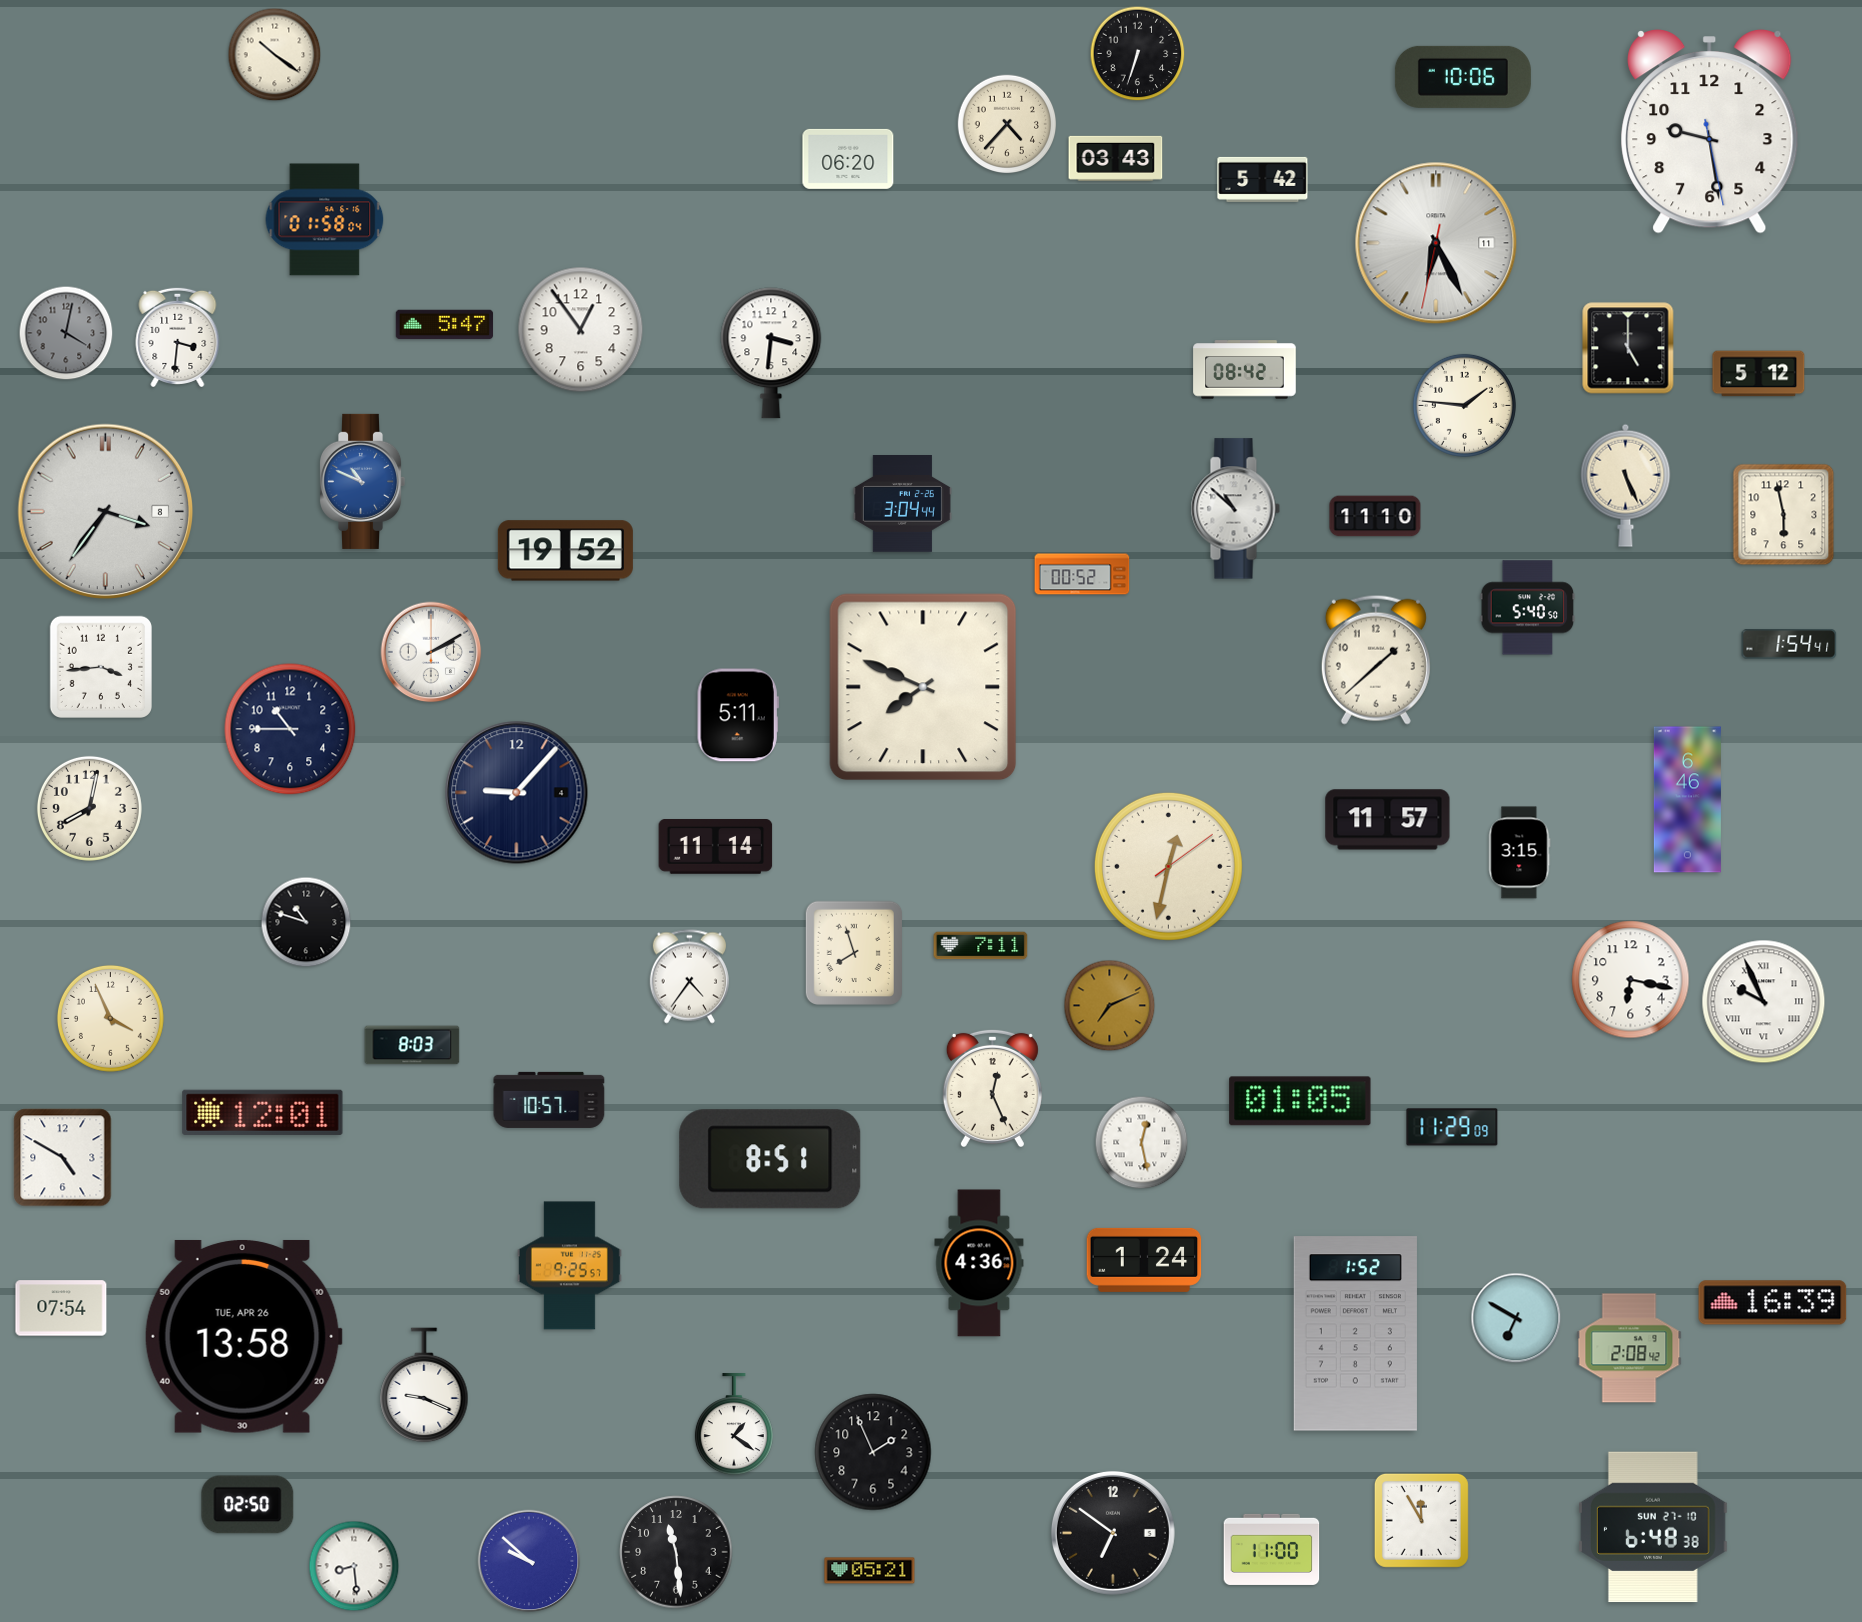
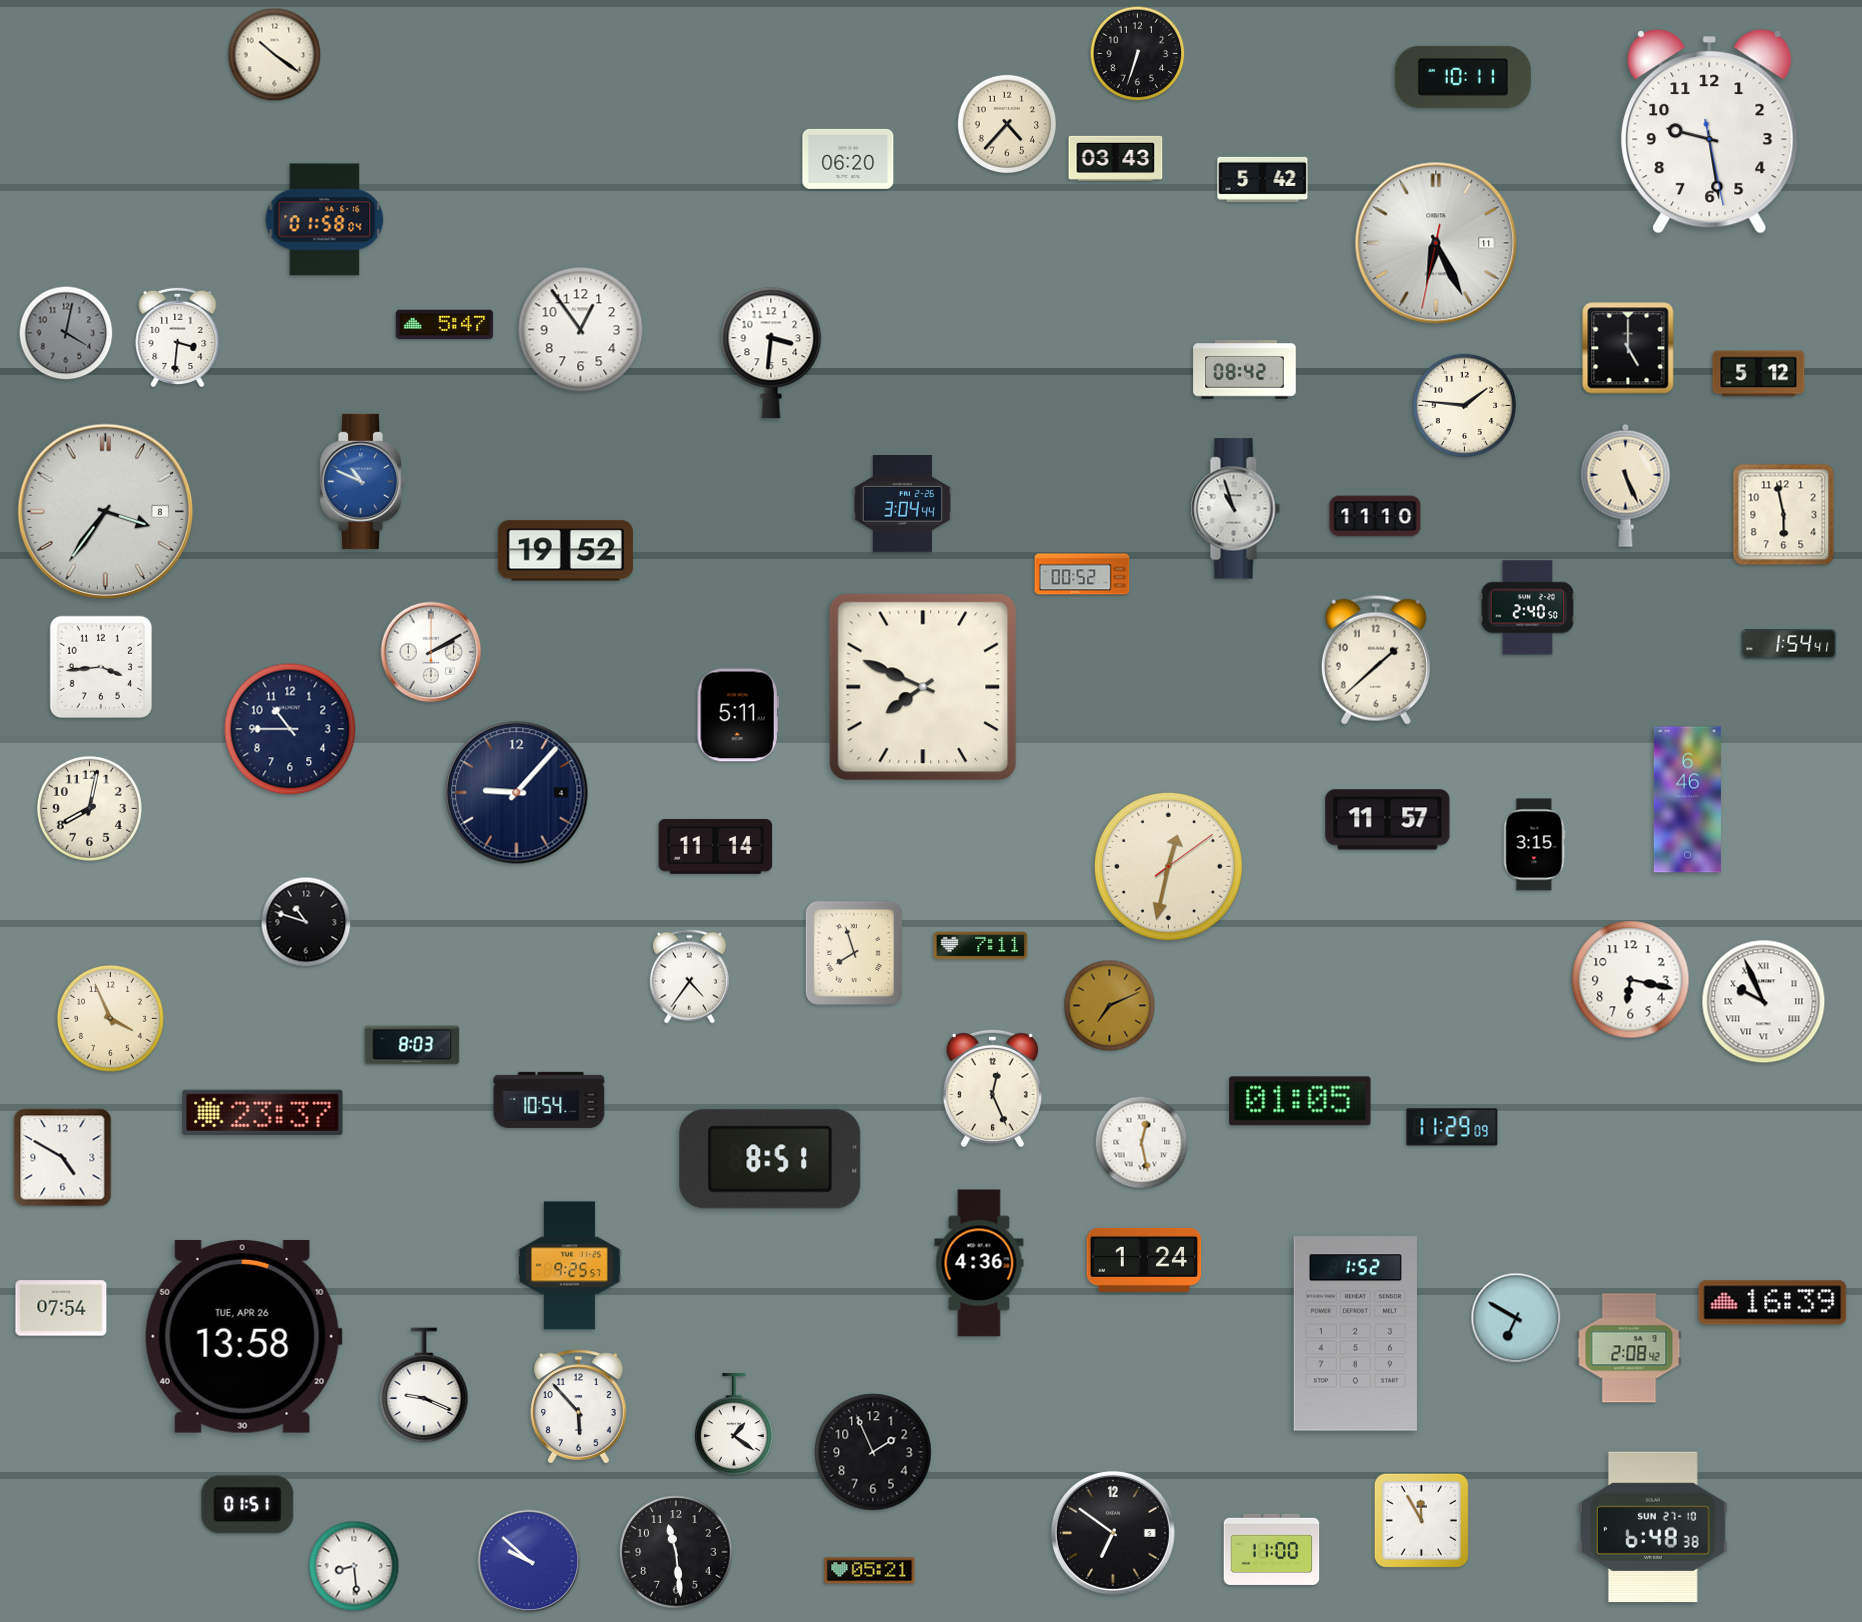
clock at (1463, 77): 10:06 -> 10:11
clock at (1235, 509): 10:52 -> 10:57
clock at (1528, 608): 5:40 -> 2:40
clock at (1520, 853) position: (1520, 853) -> (1535, 845)
clock at (549, 1100): 10:57 -> 10:54
clock at (263, 1112): 12:01 -> 23:37
clock at (579, 1407): none -> 5:53
clock at (248, 1505): 02:50 -> 01:51
